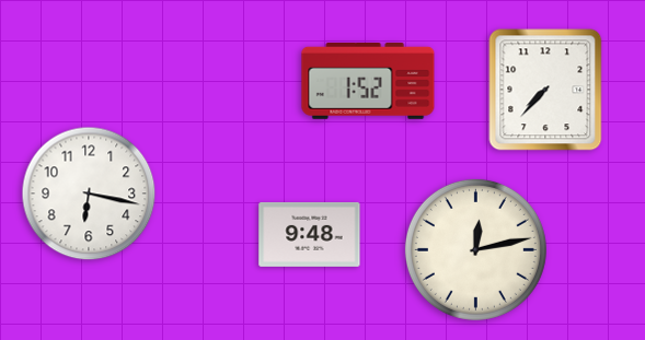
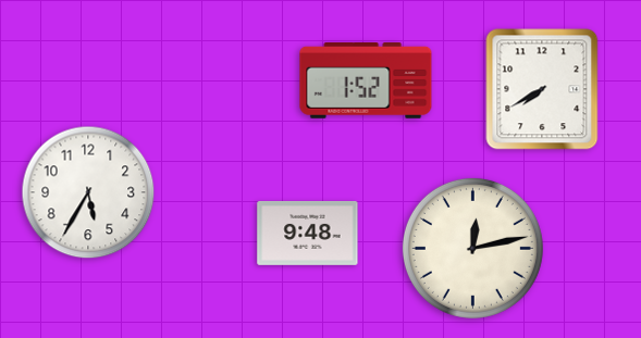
clock at (545, 90): 7:37 -> 7:40
clock at (89, 194): 6:17 -> 5:35
